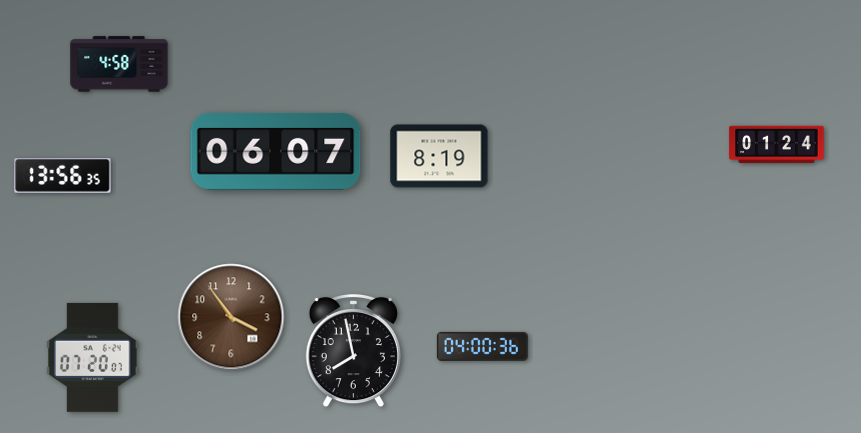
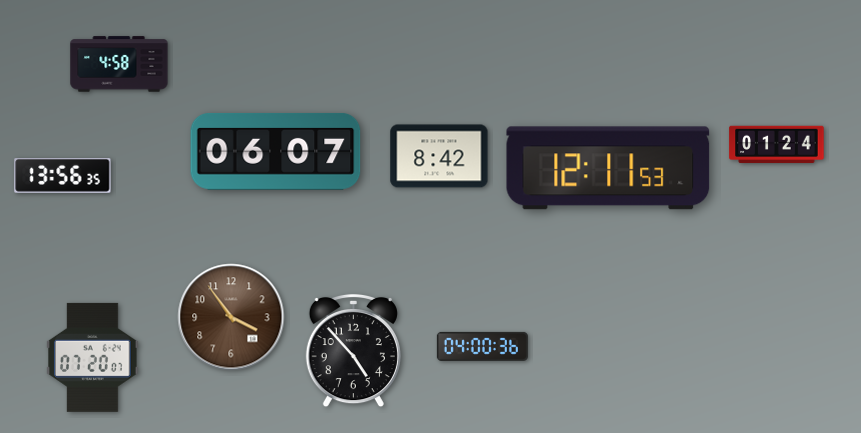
clock at (439, 156): 8:19 -> 8:42
clock at (608, 168): none -> 12:11
clock at (353, 351): 7:58 -> 4:53
